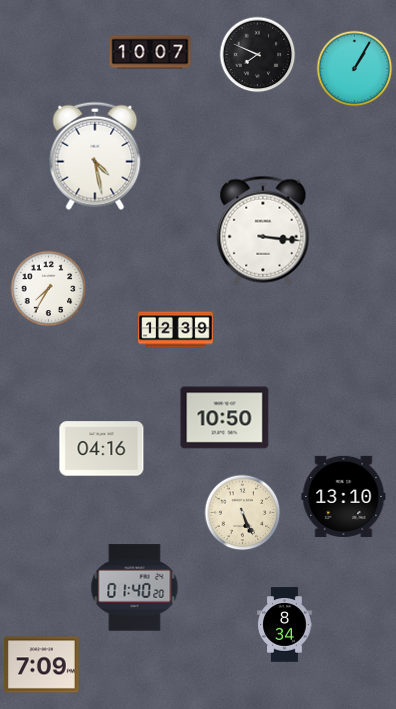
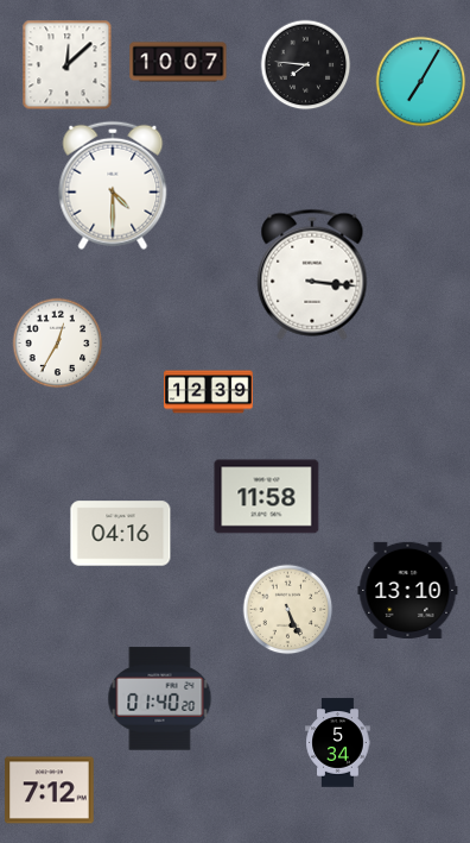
clock at (68, 65): none -> 12:08
clock at (258, 55): 7:49 -> 7:46
clock at (355, 69): 1:05 -> 7:05
clock at (95, 156): 4:28 -> 4:30
clock at (49, 289): 7:35 -> 12:35
clock at (225, 418): 10:50 -> 11:58
clock at (285, 625): 8:34 -> 5:34
clock at (42, 665): 7:09 -> 7:12
